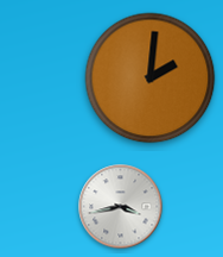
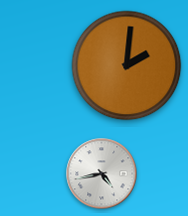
clock at (121, 207): 3:43 -> 4:43
